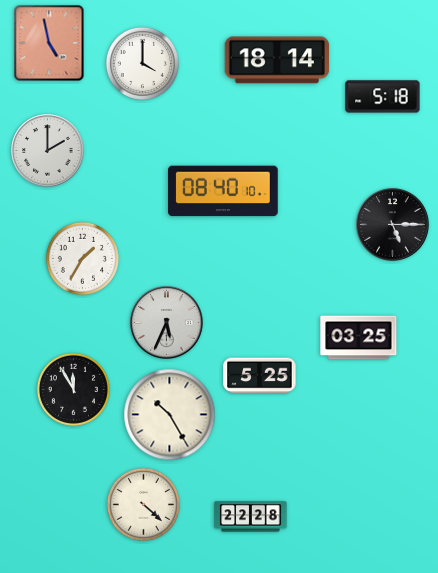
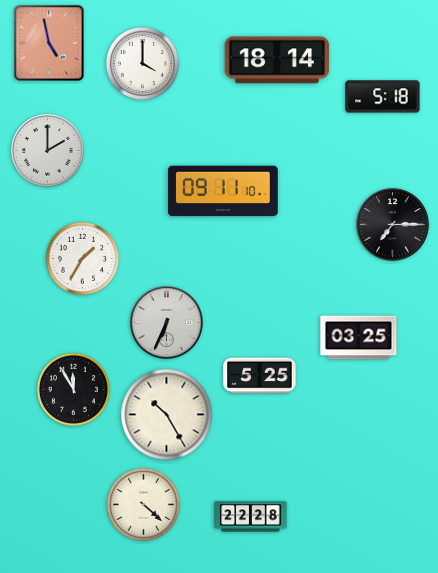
clock at (223, 191): 08:40 -> 09:11
clock at (393, 225): 5:15 -> 7:15
clock at (167, 323): 5:34 -> 6:34
clock at (170, 415) position: (170, 415) -> (167, 415)
